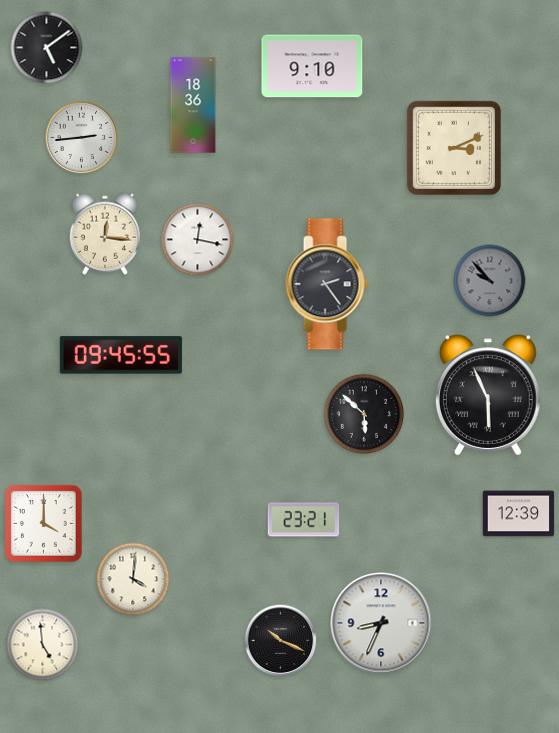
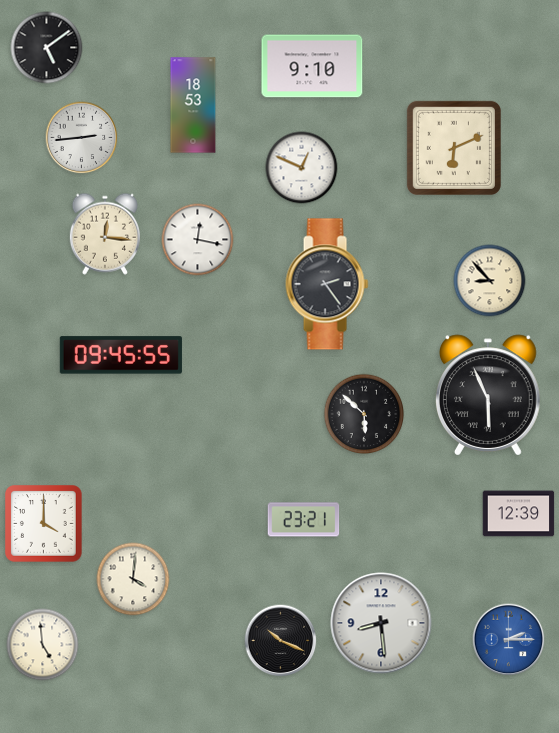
clock at (193, 105): 18:36 -> 18:53
clock at (454, 148): 3:11 -> 6:11
clock at (302, 168): none -> 12:49
clock at (490, 281): 9:53 -> 8:53
clock at (490, 281) dial: grey -> cream
clock at (381, 623): 8:34 -> 8:29
clock at (509, 640): none -> 2:15
